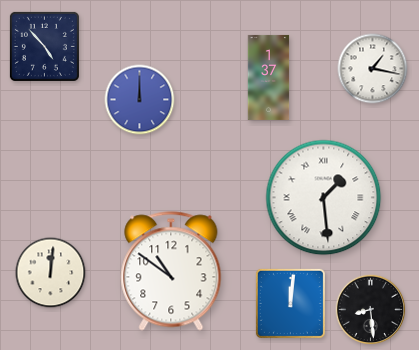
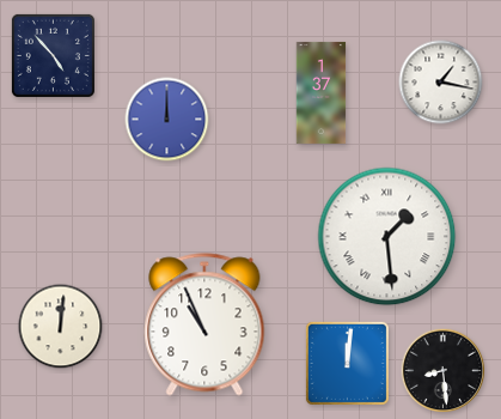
clock at (373, 69) position: (373, 69) -> (441, 83)
clock at (171, 271): 10:51 -> 10:56
